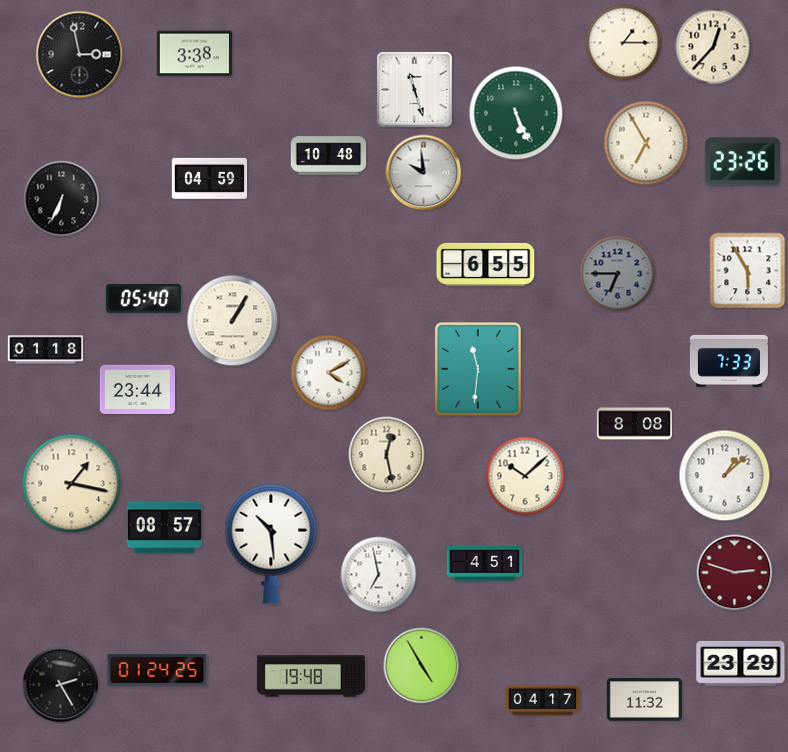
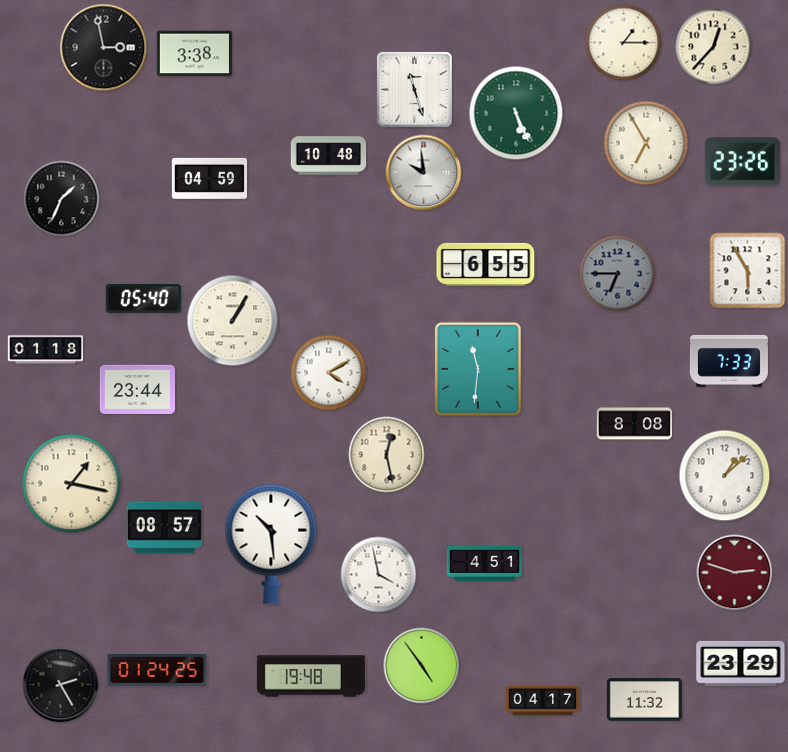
clock at (80, 55) position: (80, 55) -> (104, 48)
clock at (62, 199): 6:34 -> 1:34
clock at (525, 476): 10:08 -> none
clock at (379, 575): 6:58 -> 3:58
clock at (422, 666): 4:55 -> 4:54
